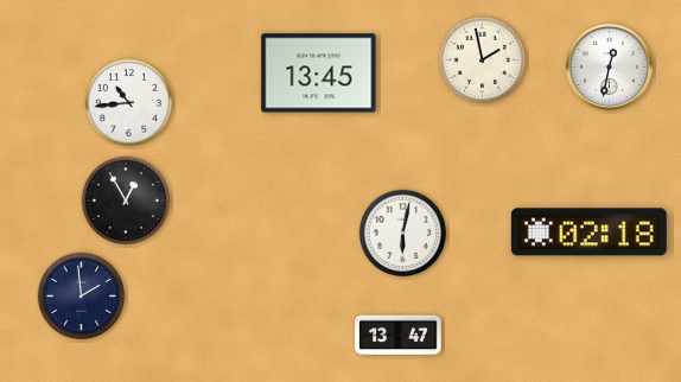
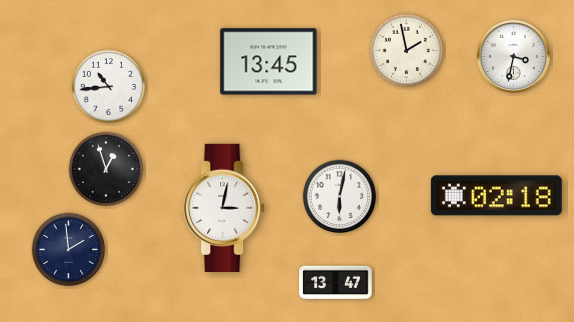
clock at (609, 66): 12:32 -> 3:32
clock at (126, 200): 12:55 -> 12:57
clock at (224, 208): none -> 3:02
